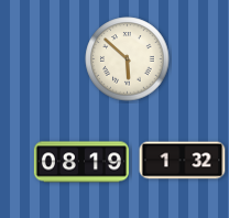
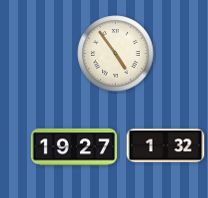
clock at (128, 59): 5:52 -> 4:54
clock at (81, 162): 08:19 -> 19:27
